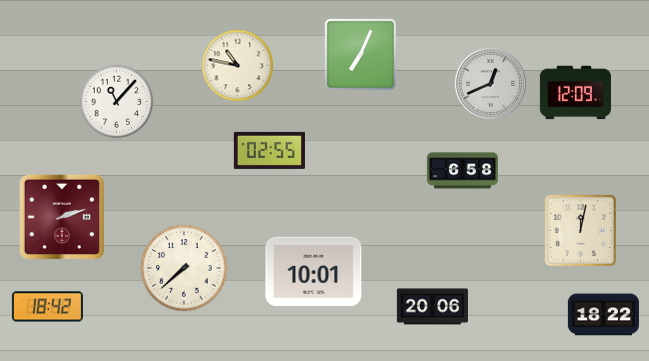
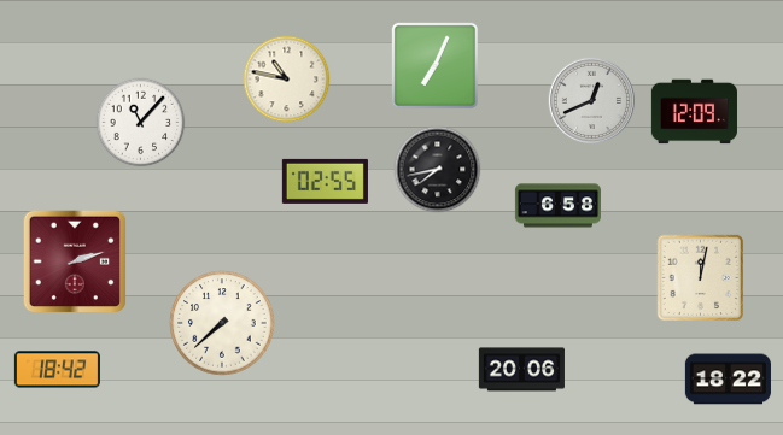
clock at (438, 170): none -> 7:43
clock at (314, 272): 10:01 -> none
